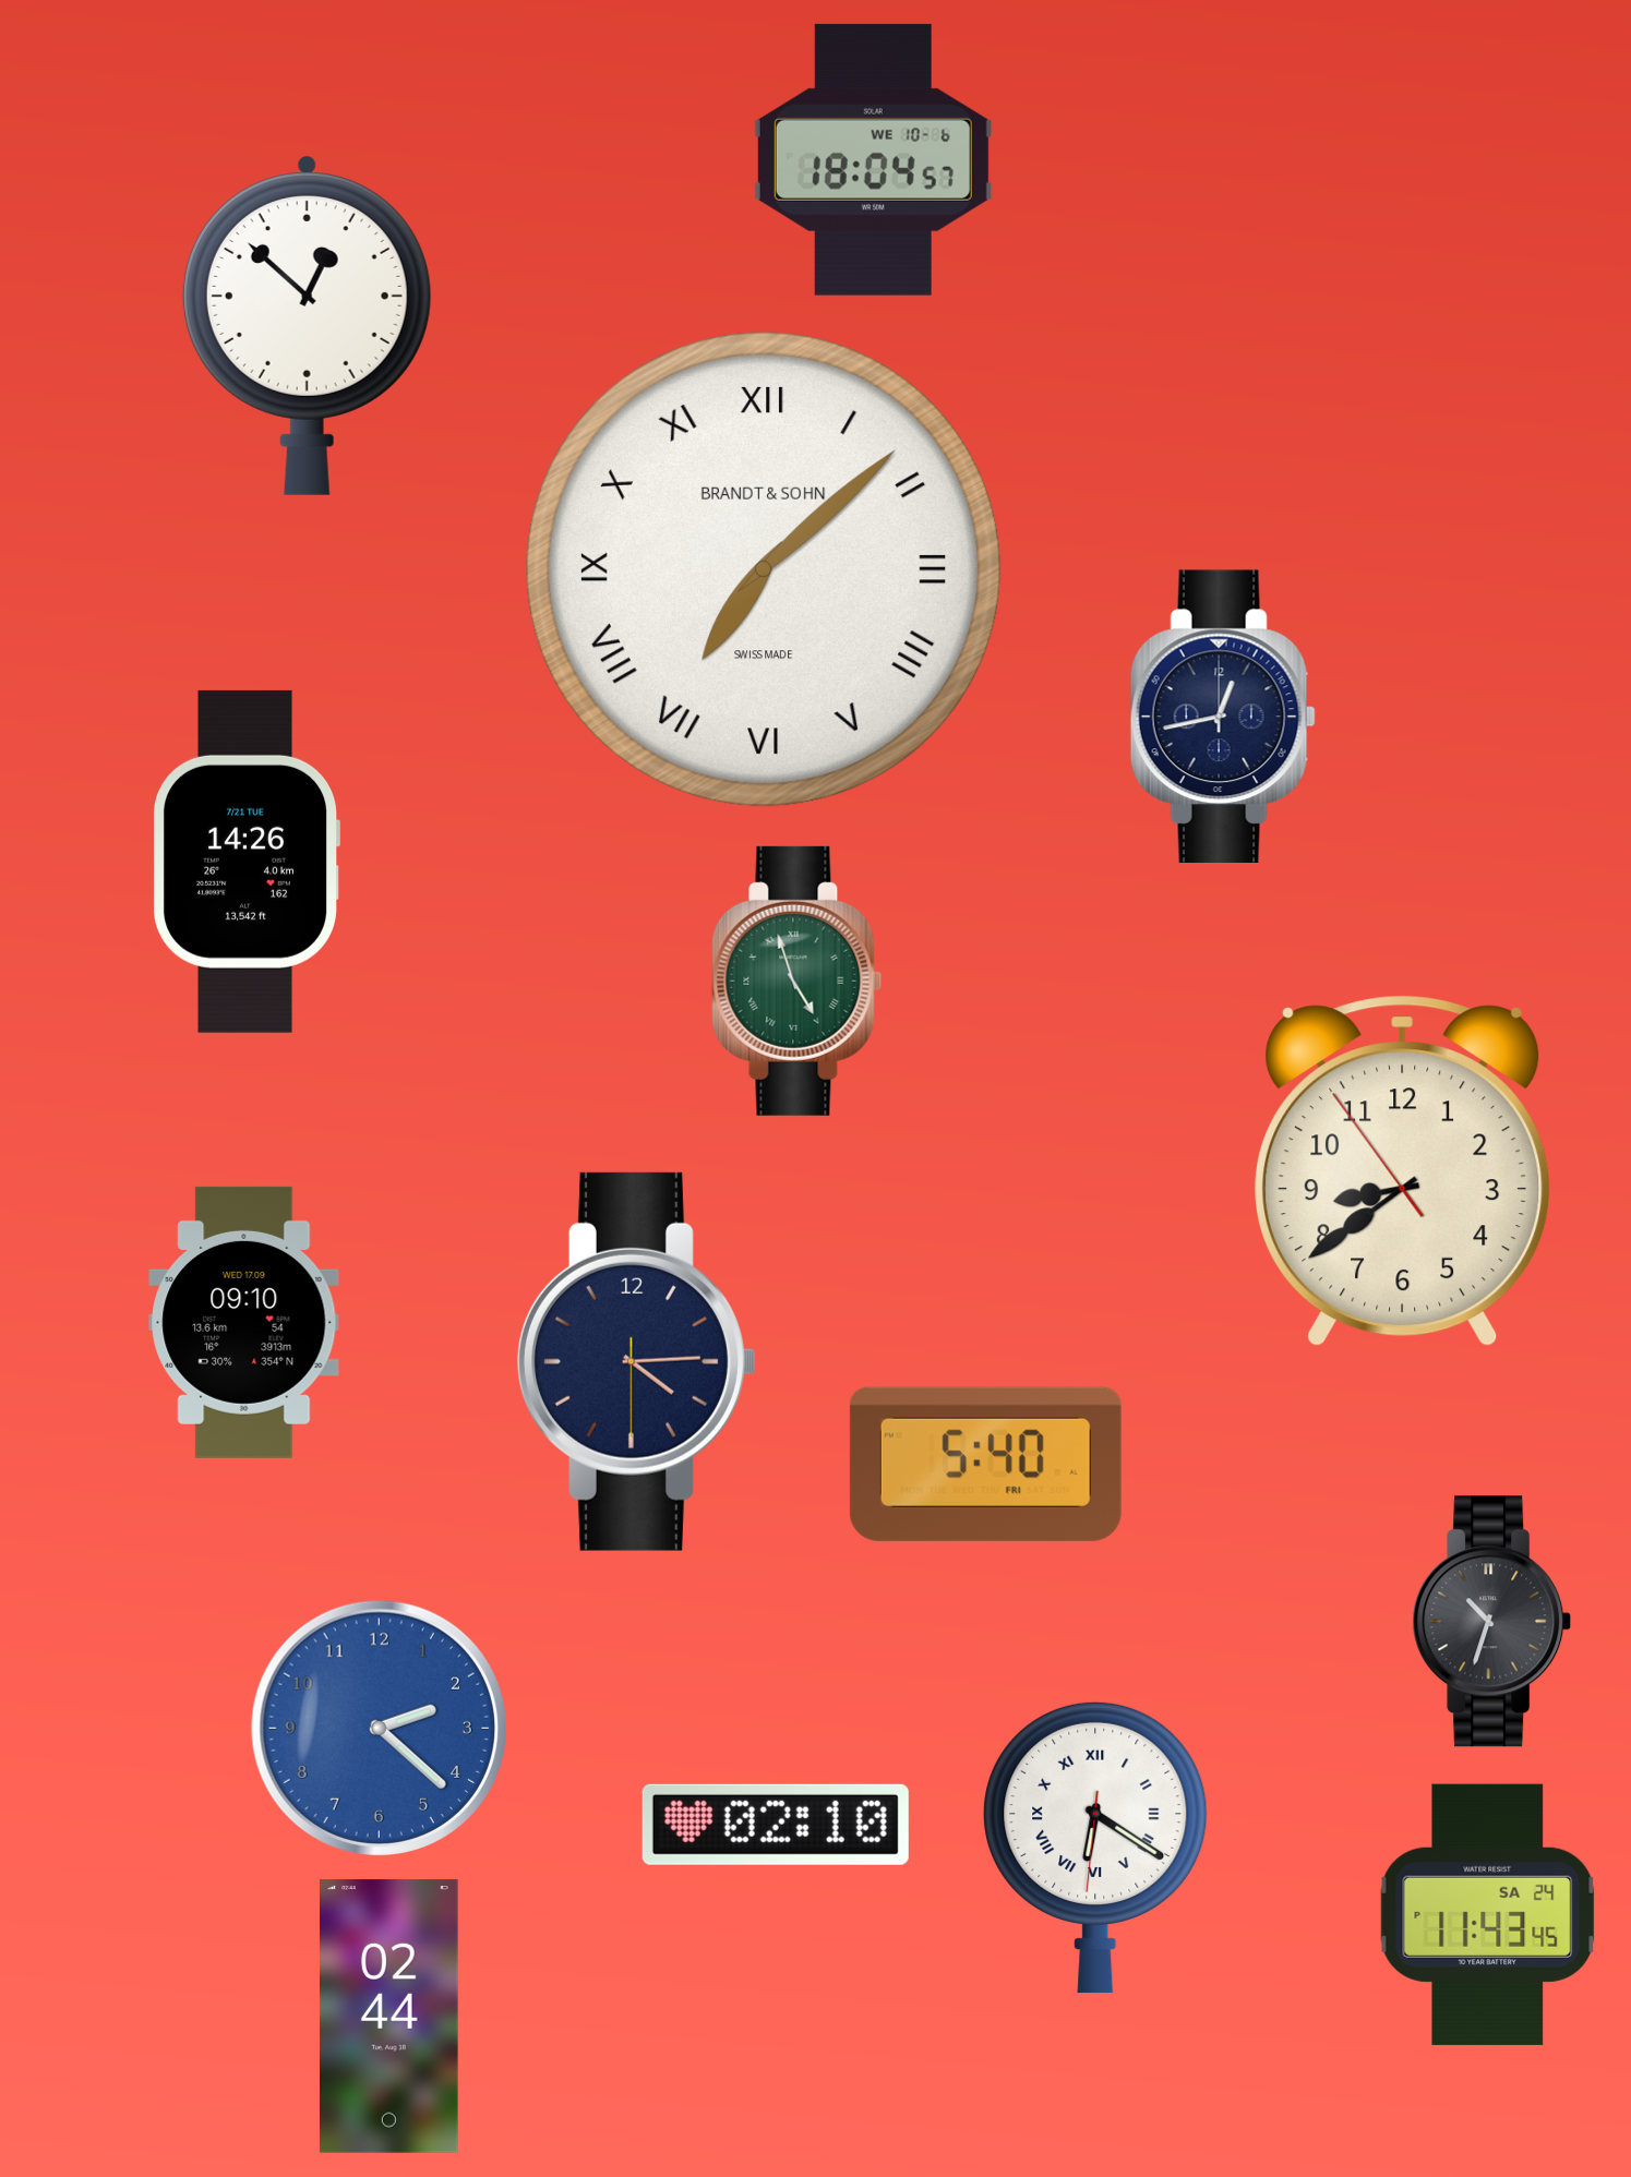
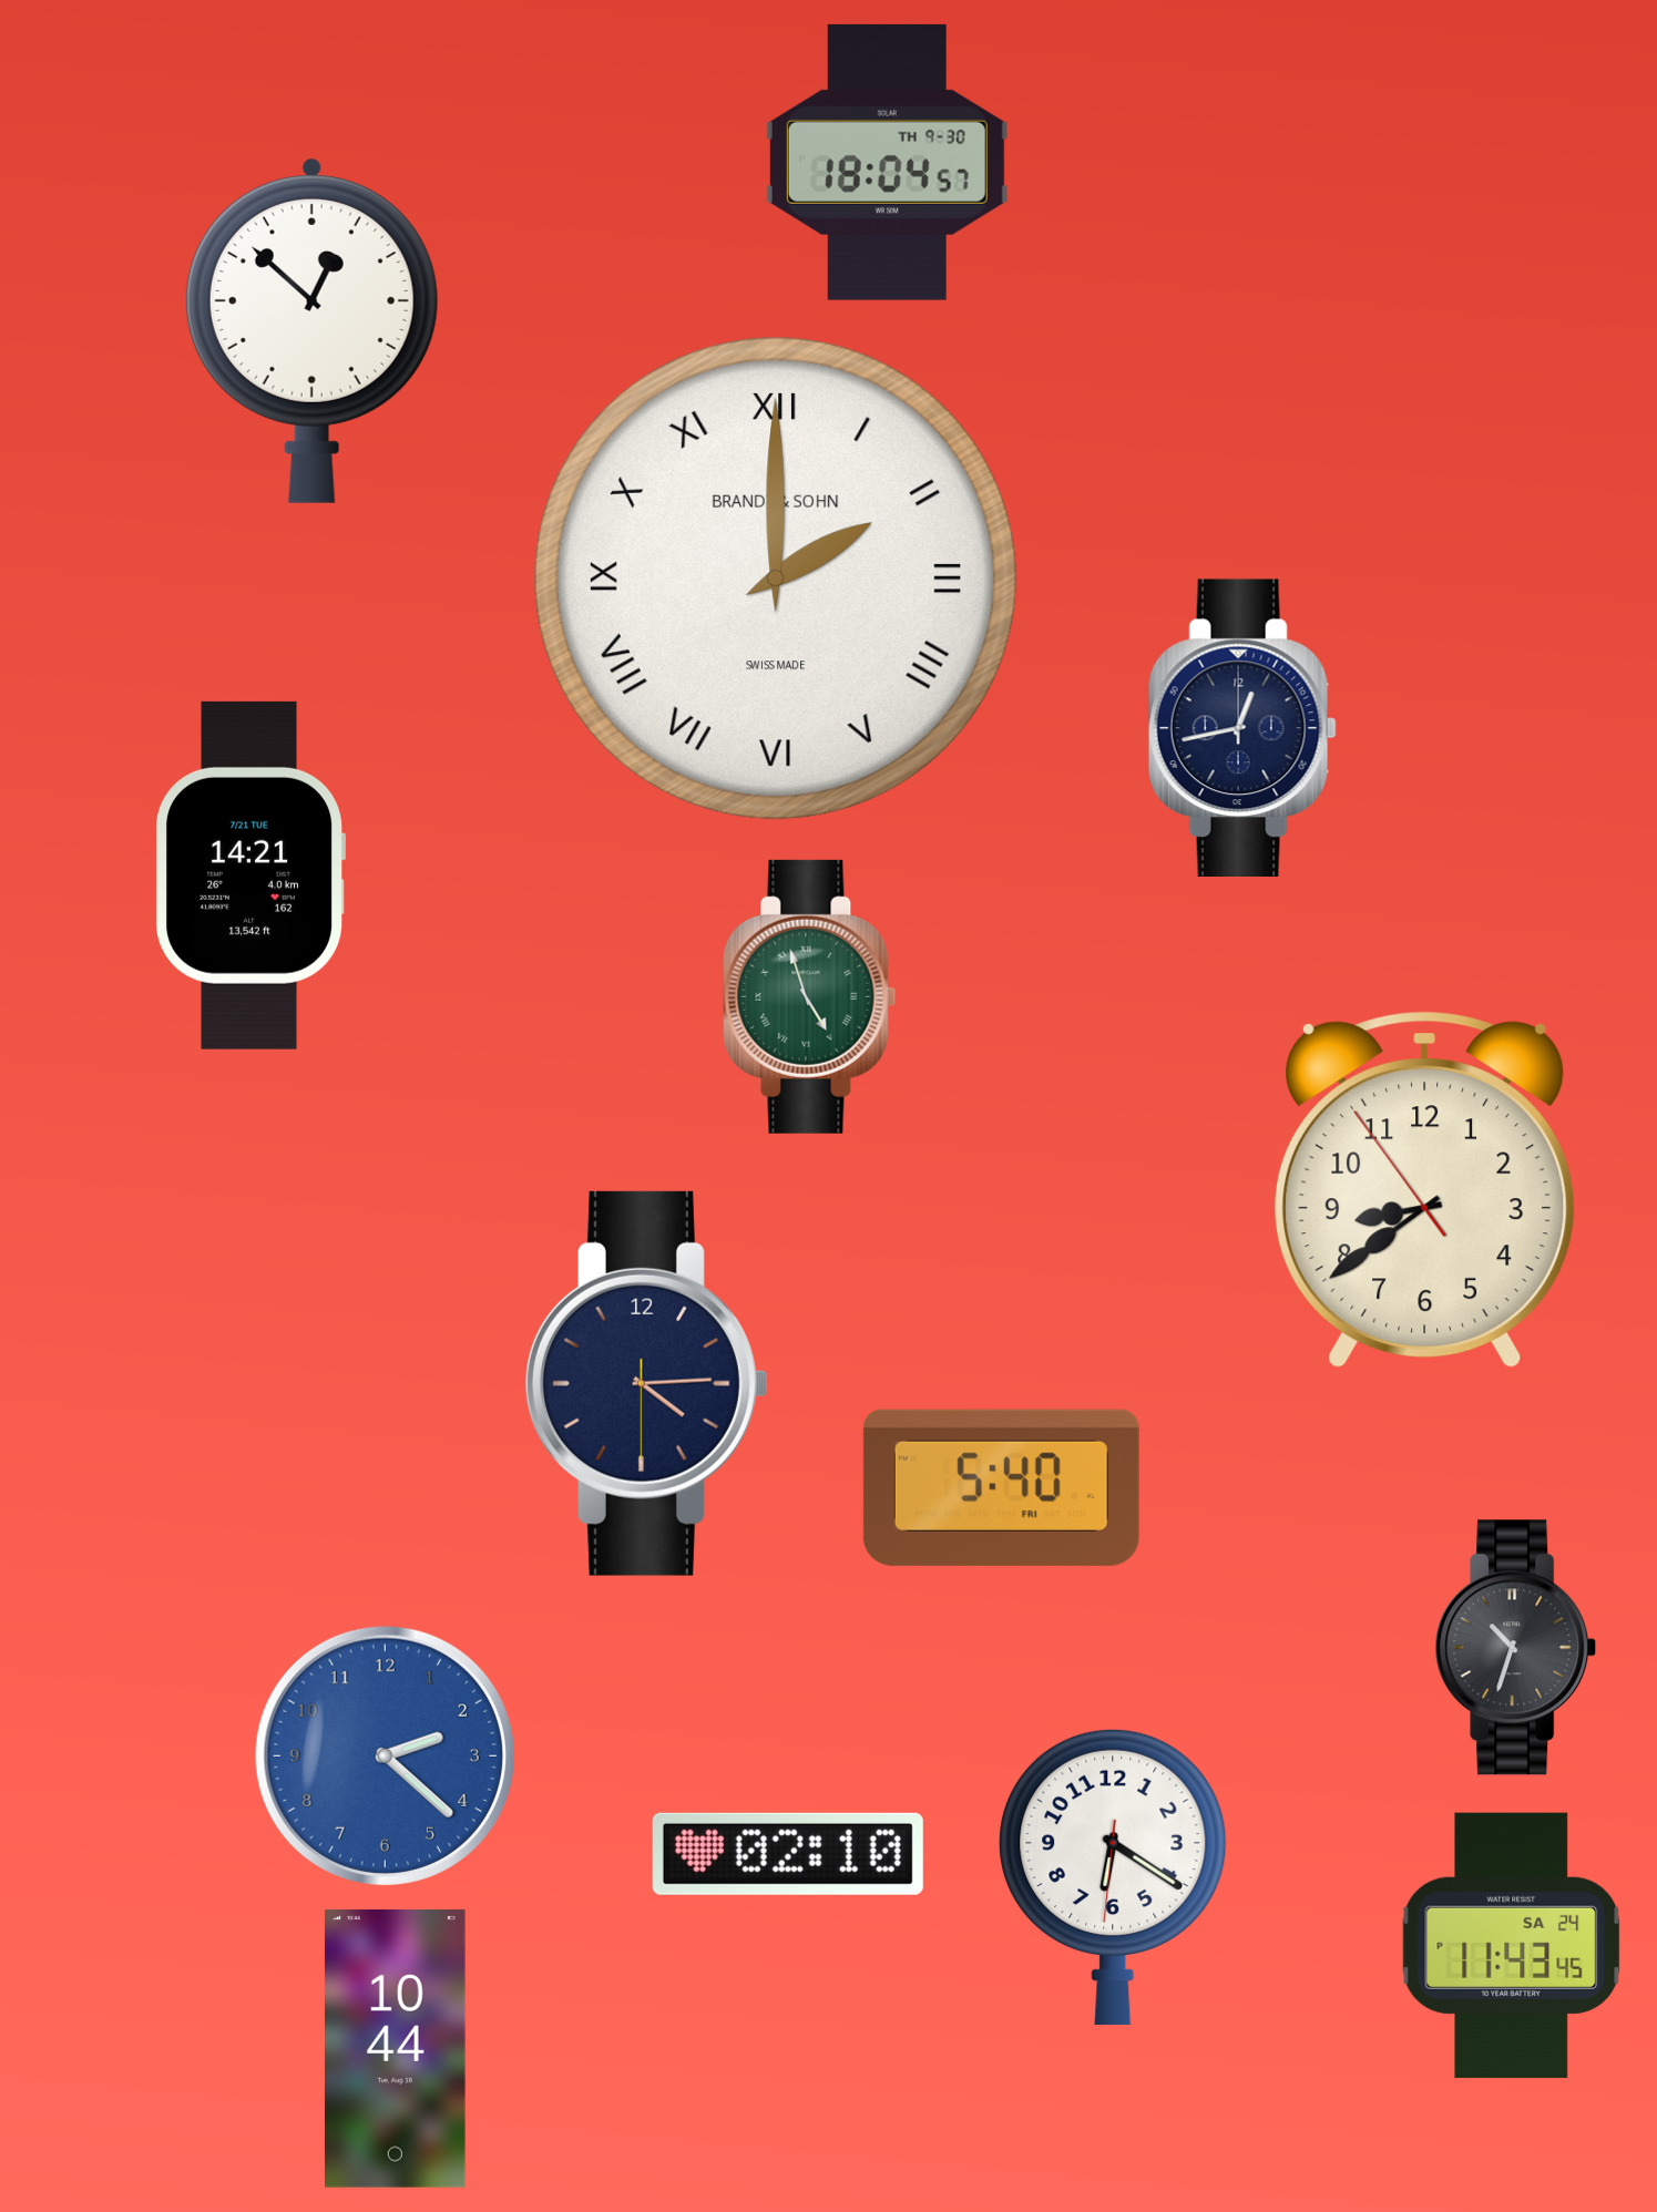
clock at (873, 159) date: WE 10-6 -> TH 9-30
clock at (764, 569): 7:08 -> 2:00
clock at (247, 862): 14:26 -> 14:21
clock at (244, 1322): 09:10 -> none
clock at (1095, 1848) numerals: Roman -> Arabic
clock at (389, 2016): 02:44 -> 10:44
